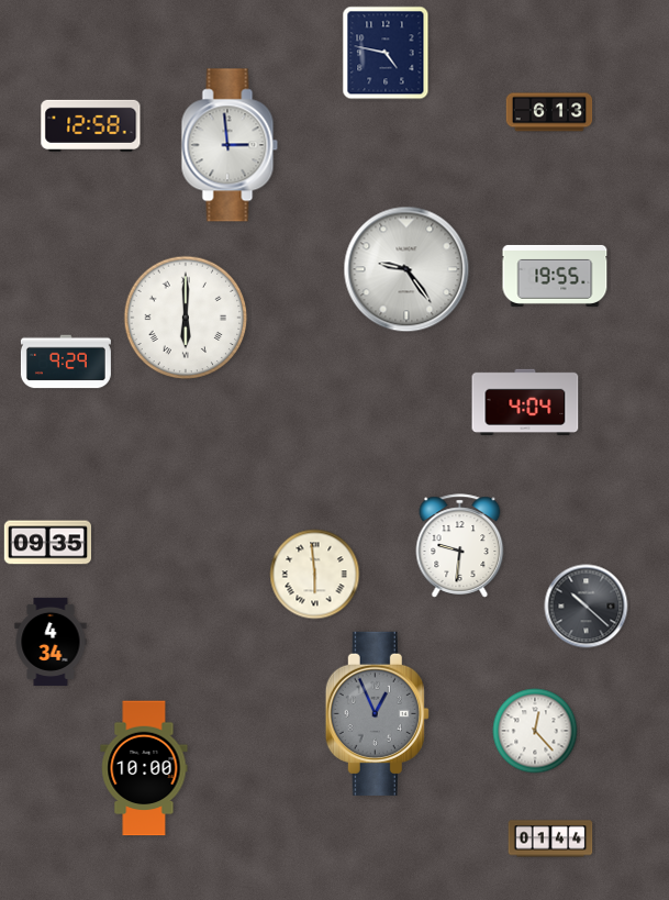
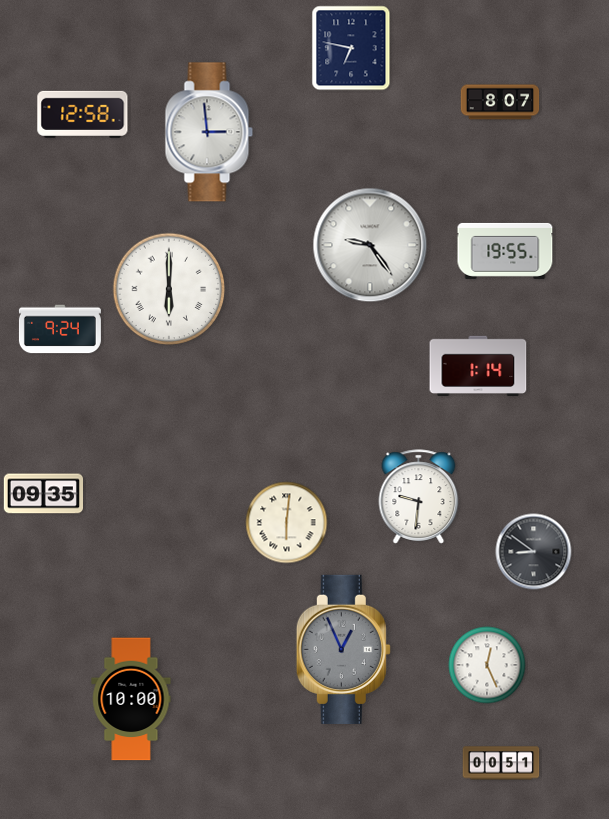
clock at (386, 53): 4:47 -> 6:47
clock at (549, 112): 6:13 -> 8:07
clock at (66, 362): 9:29 -> 9:24
clock at (525, 401): 4:04 -> 1:14
clock at (315, 575): 5:59 -> 6:01
clock at (587, 607): 10:22 -> 8:51
clock at (51, 642): 4:34 -> none
clock at (535, 731): 12:23 -> 12:26
clock at (550, 838): 01:44 -> 00:51
